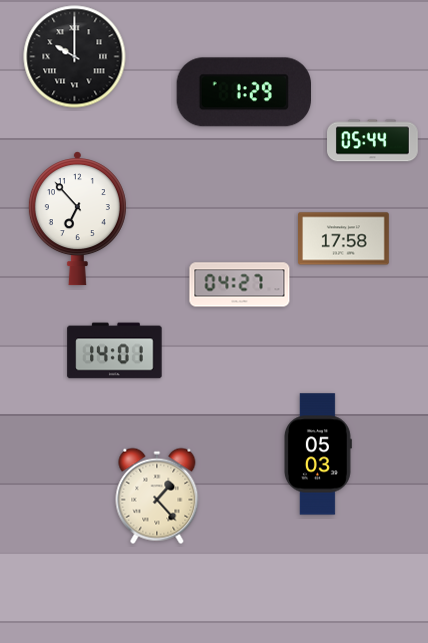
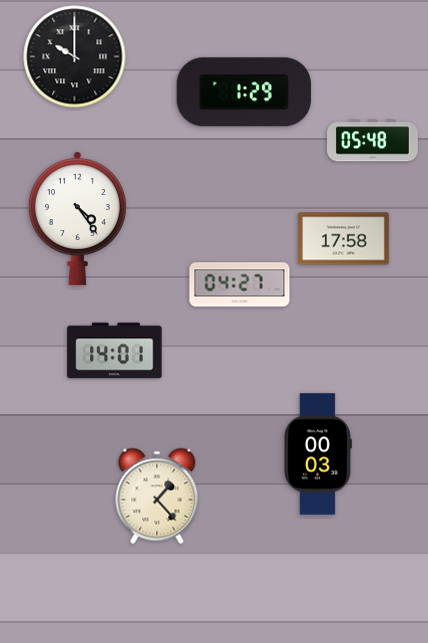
clock at (373, 141): 05:44 -> 05:48
clock at (77, 219): 6:53 -> 4:24
clock at (318, 454): 05:03 -> 00:03
